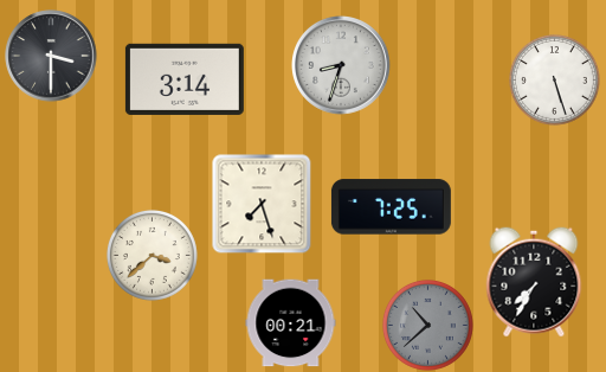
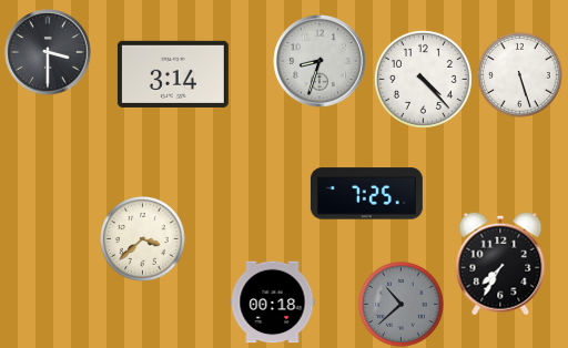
clock at (423, 79): none -> 4:23
clock at (262, 204): 7:27 -> none
clock at (291, 323): 00:21 -> 00:18
